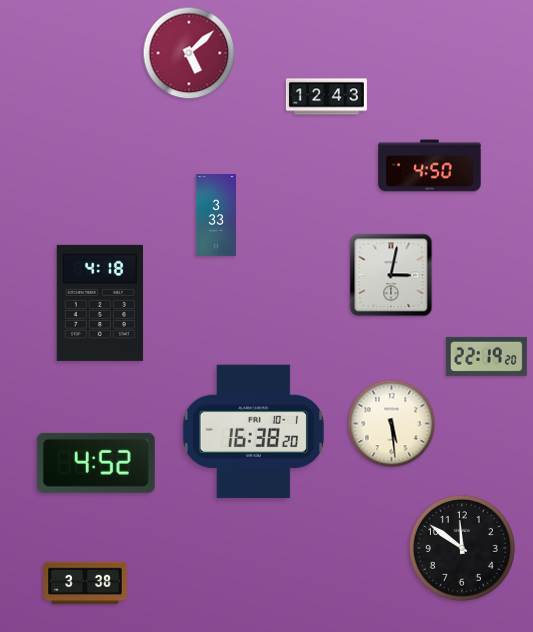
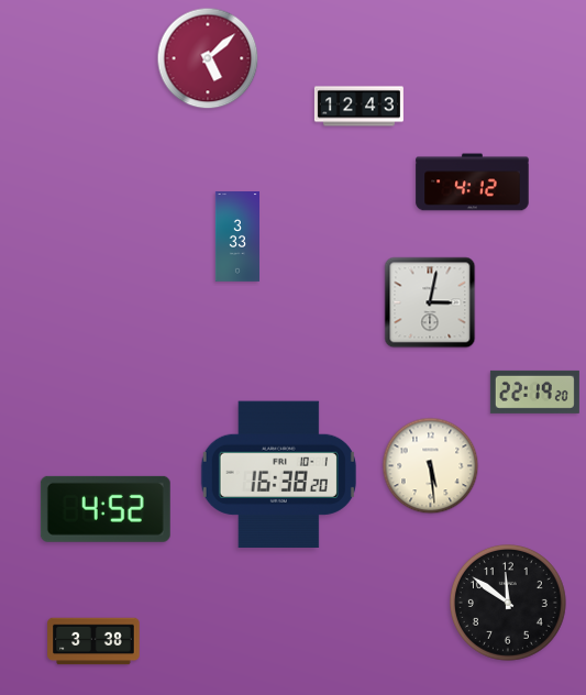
clock at (430, 166): 4:50 -> 4:12
clock at (100, 303): 4:18 -> none
